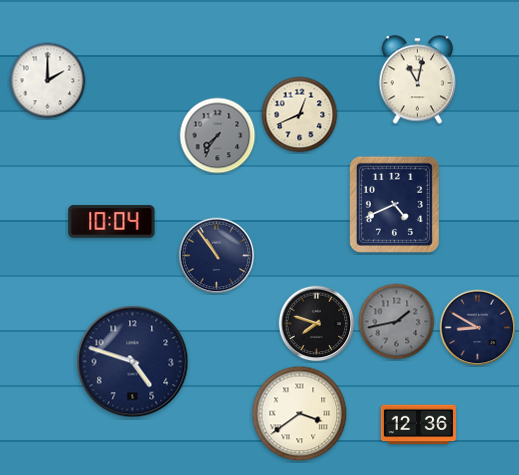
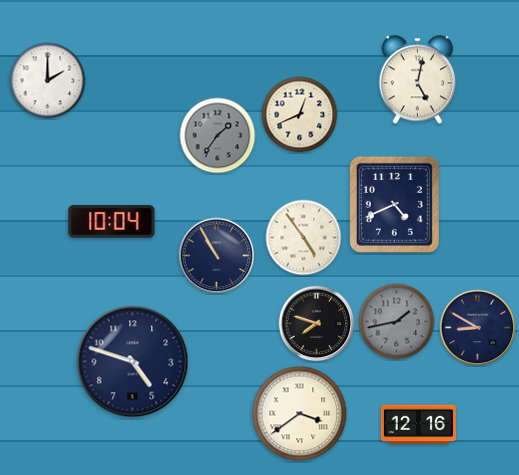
clock at (418, 80): 11:02 -> 5:02
clock at (218, 136): 7:36 -> 1:36
clock at (304, 238): none -> 4:54
clock at (217, 256): 10:54 -> 10:55
clock at (418, 425): 12:36 -> 12:16
